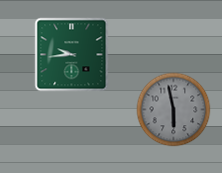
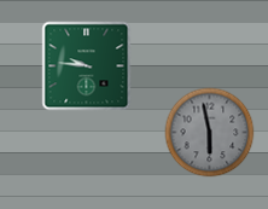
clock at (72, 55): 9:44 -> 9:46
